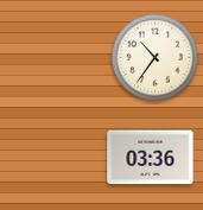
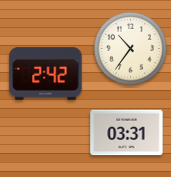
clock at (46, 74): none -> 2:42
clock at (151, 158): 03:36 -> 03:31
